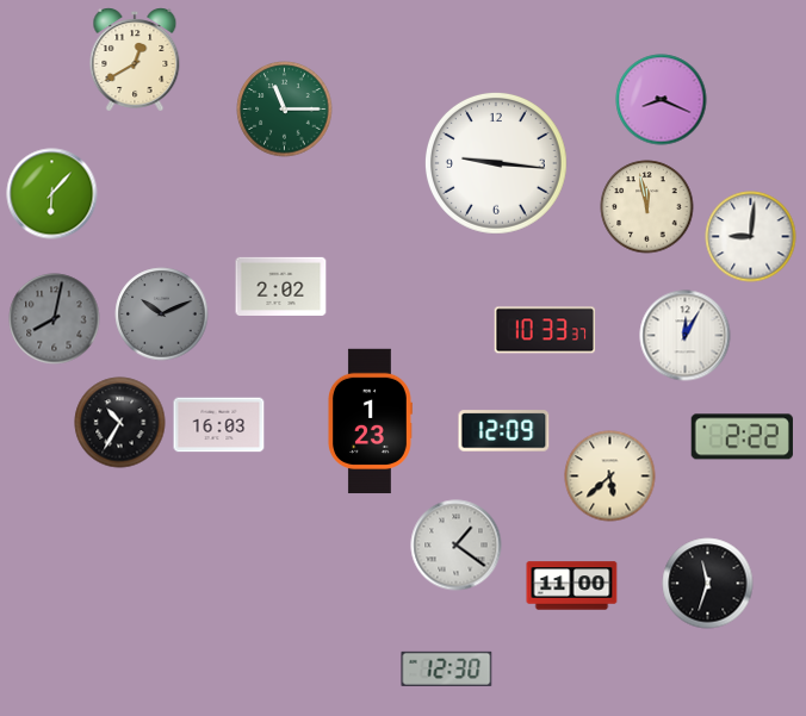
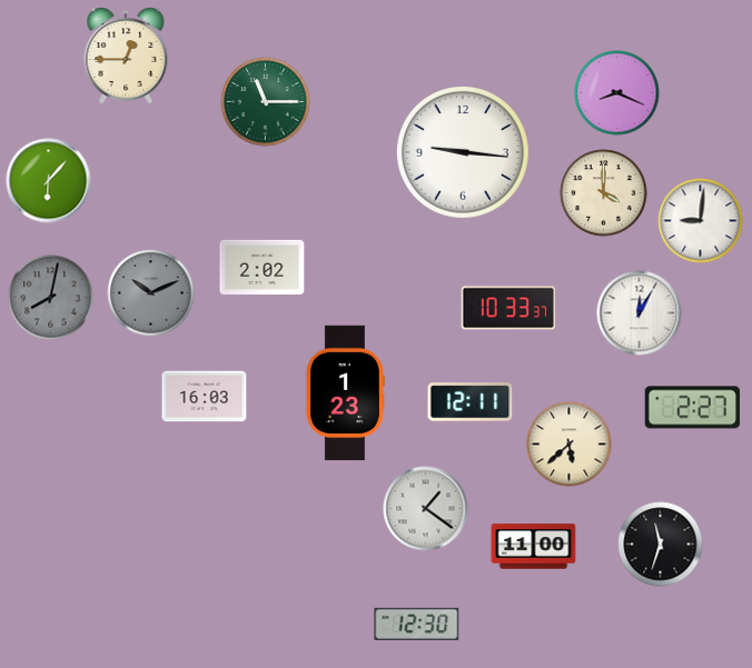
clock at (135, 60): 12:40 -> 12:45
clock at (647, 207): 11:58 -> 4:00
clock at (120, 423): 10:35 -> none
clock at (504, 431): 12:09 -> 12:11
clock at (742, 437): 2:22 -> 2:27
